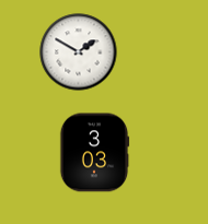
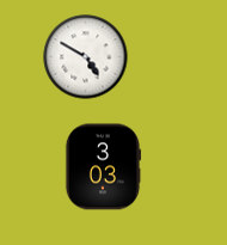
clock at (79, 52): 1:50 -> 4:50
